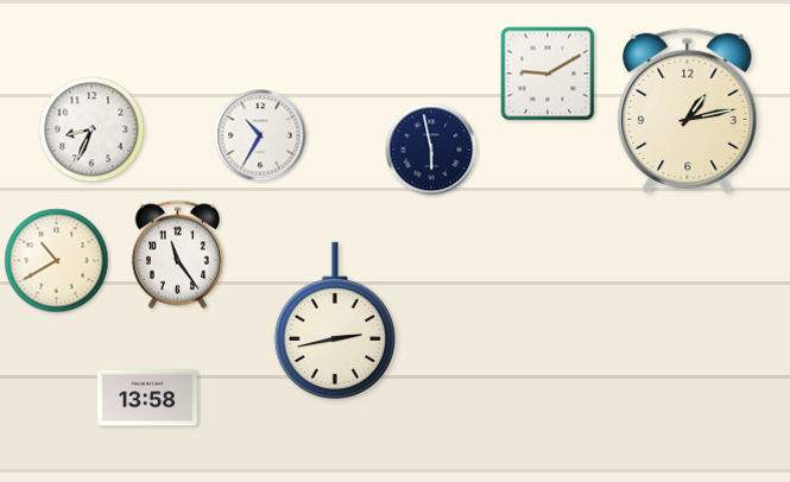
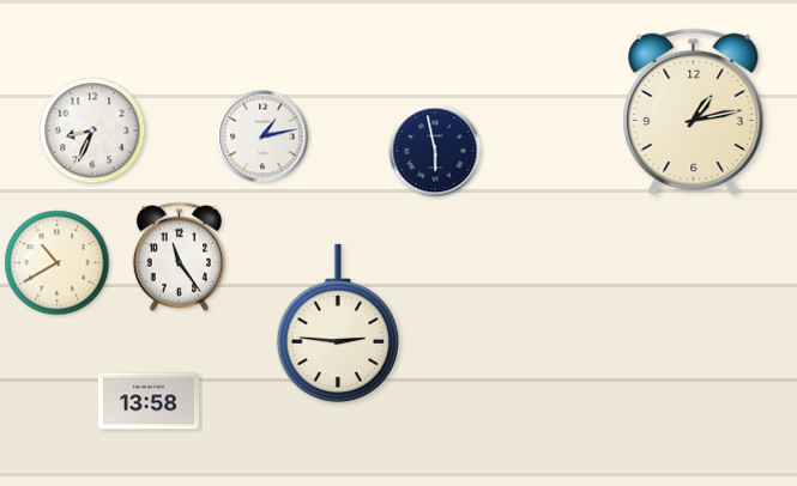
clock at (548, 74): 9:10 -> none
clock at (260, 135): 10:35 -> 1:13
clock at (335, 321): 2:43 -> 2:46
